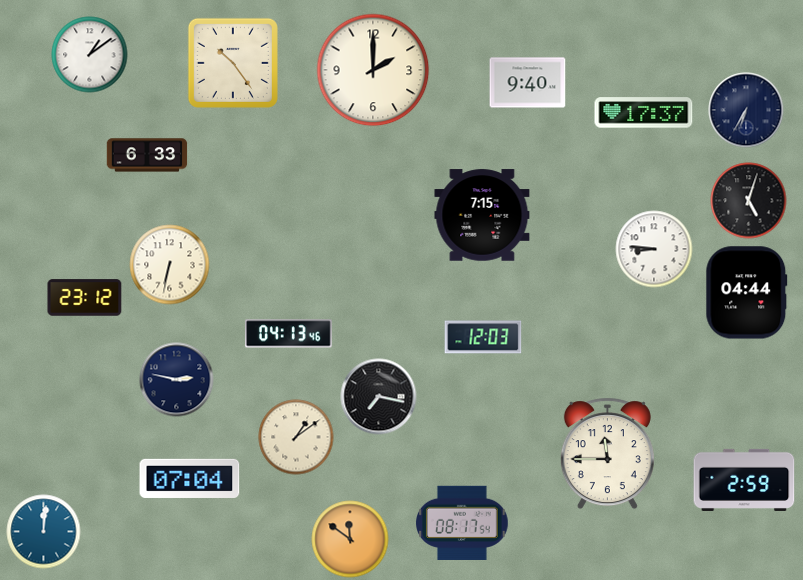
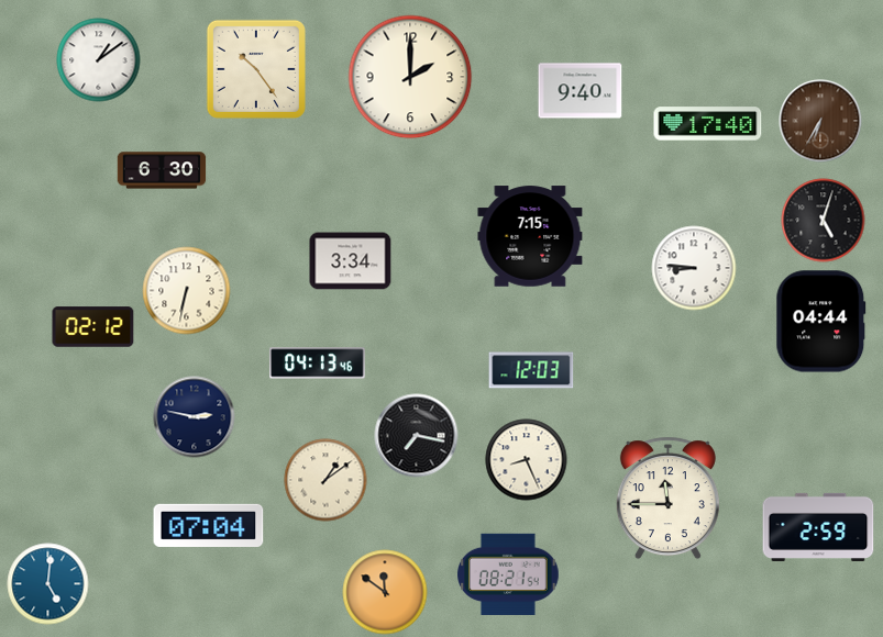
clock at (746, 110) dial: navy -> brown
clock at (644, 113): 17:37 -> 17:40
clock at (147, 155): 6:33 -> 6:30
clock at (351, 261): none -> 3:34
clock at (654, 249) position: (654, 249) -> (694, 268)
clock at (85, 298): 23:12 -> 02:12
clock at (289, 334) position: (289, 334) -> (318, 364)
clock at (527, 460): none -> 8:26
clock at (463, 523): 08:17 -> 08:21
clock at (44, 532): 12:01 -> 5:01
